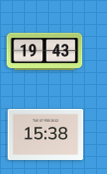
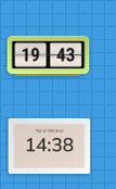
clock at (46, 134): 15:38 -> 14:38
